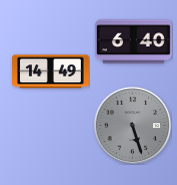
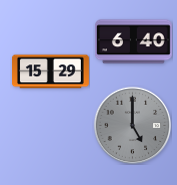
clock at (51, 72): 14:49 -> 15:29
clock at (132, 125): 5:27 -> 5:00
